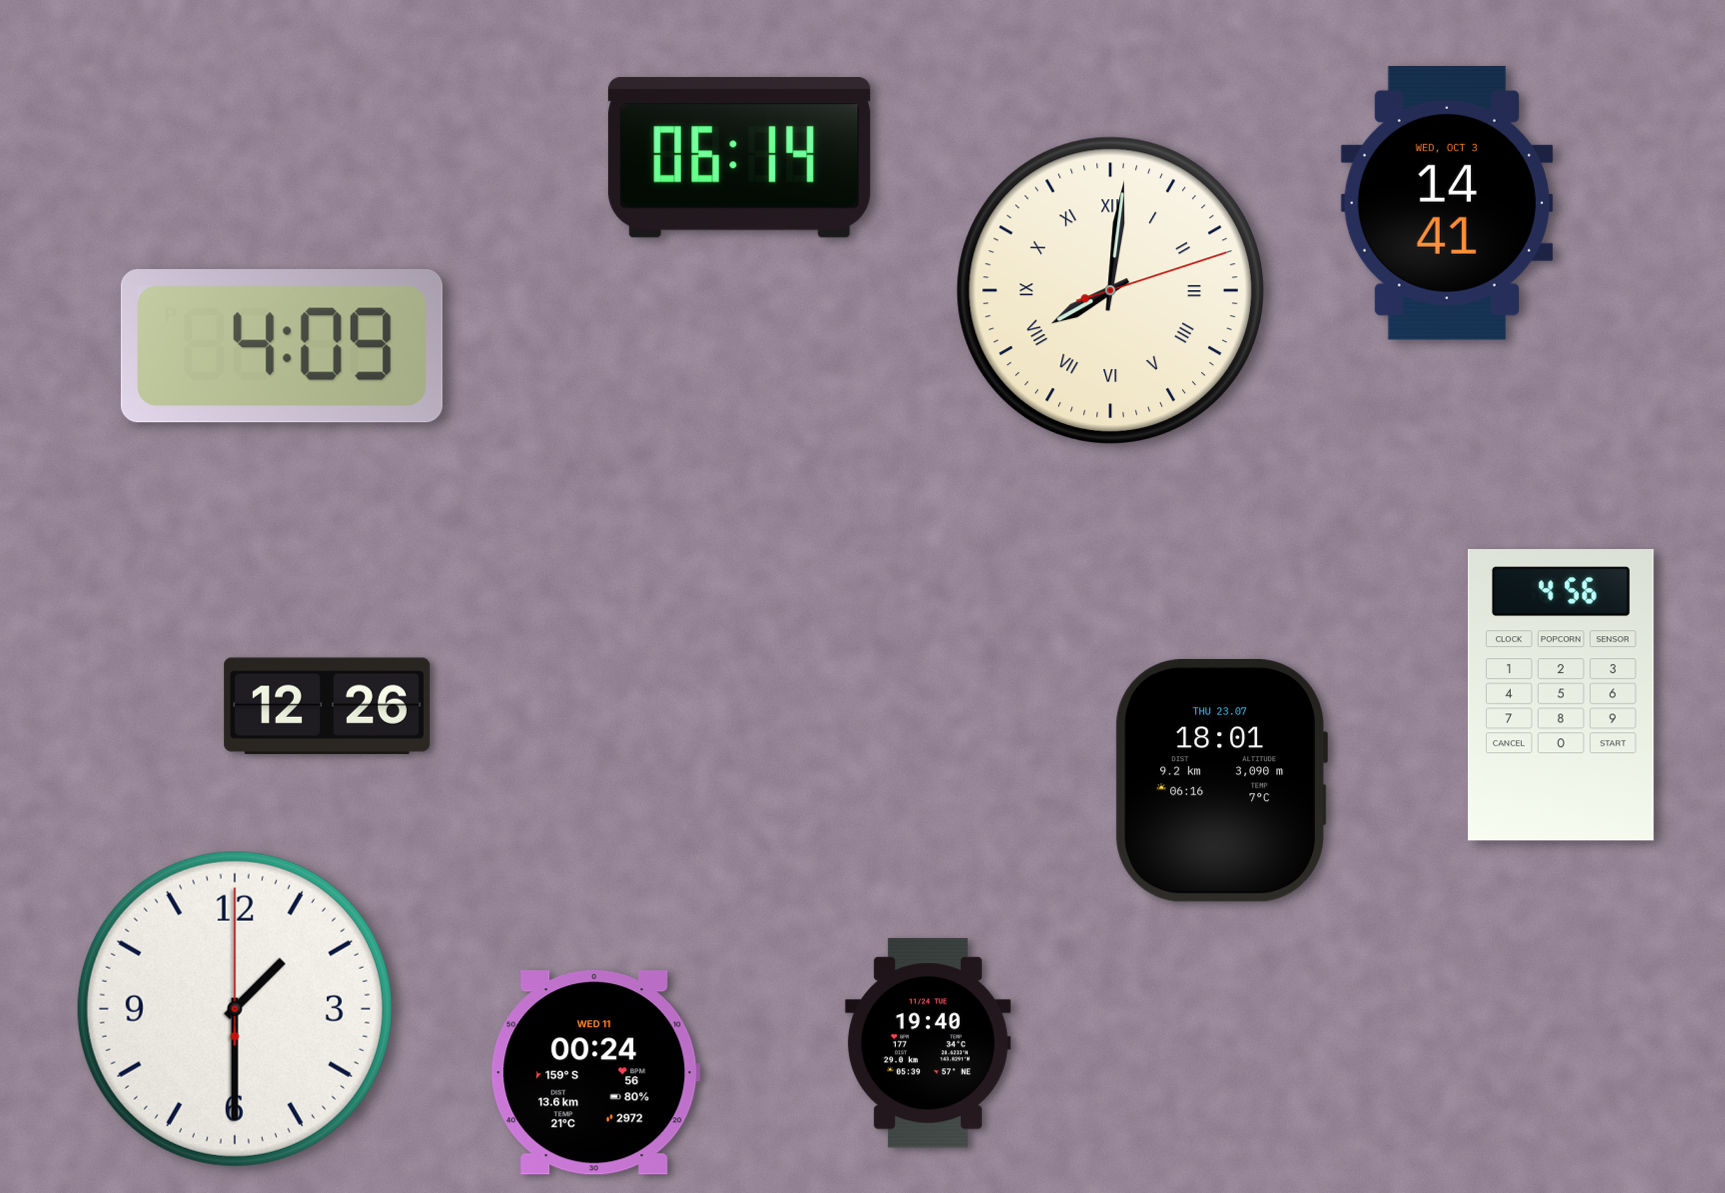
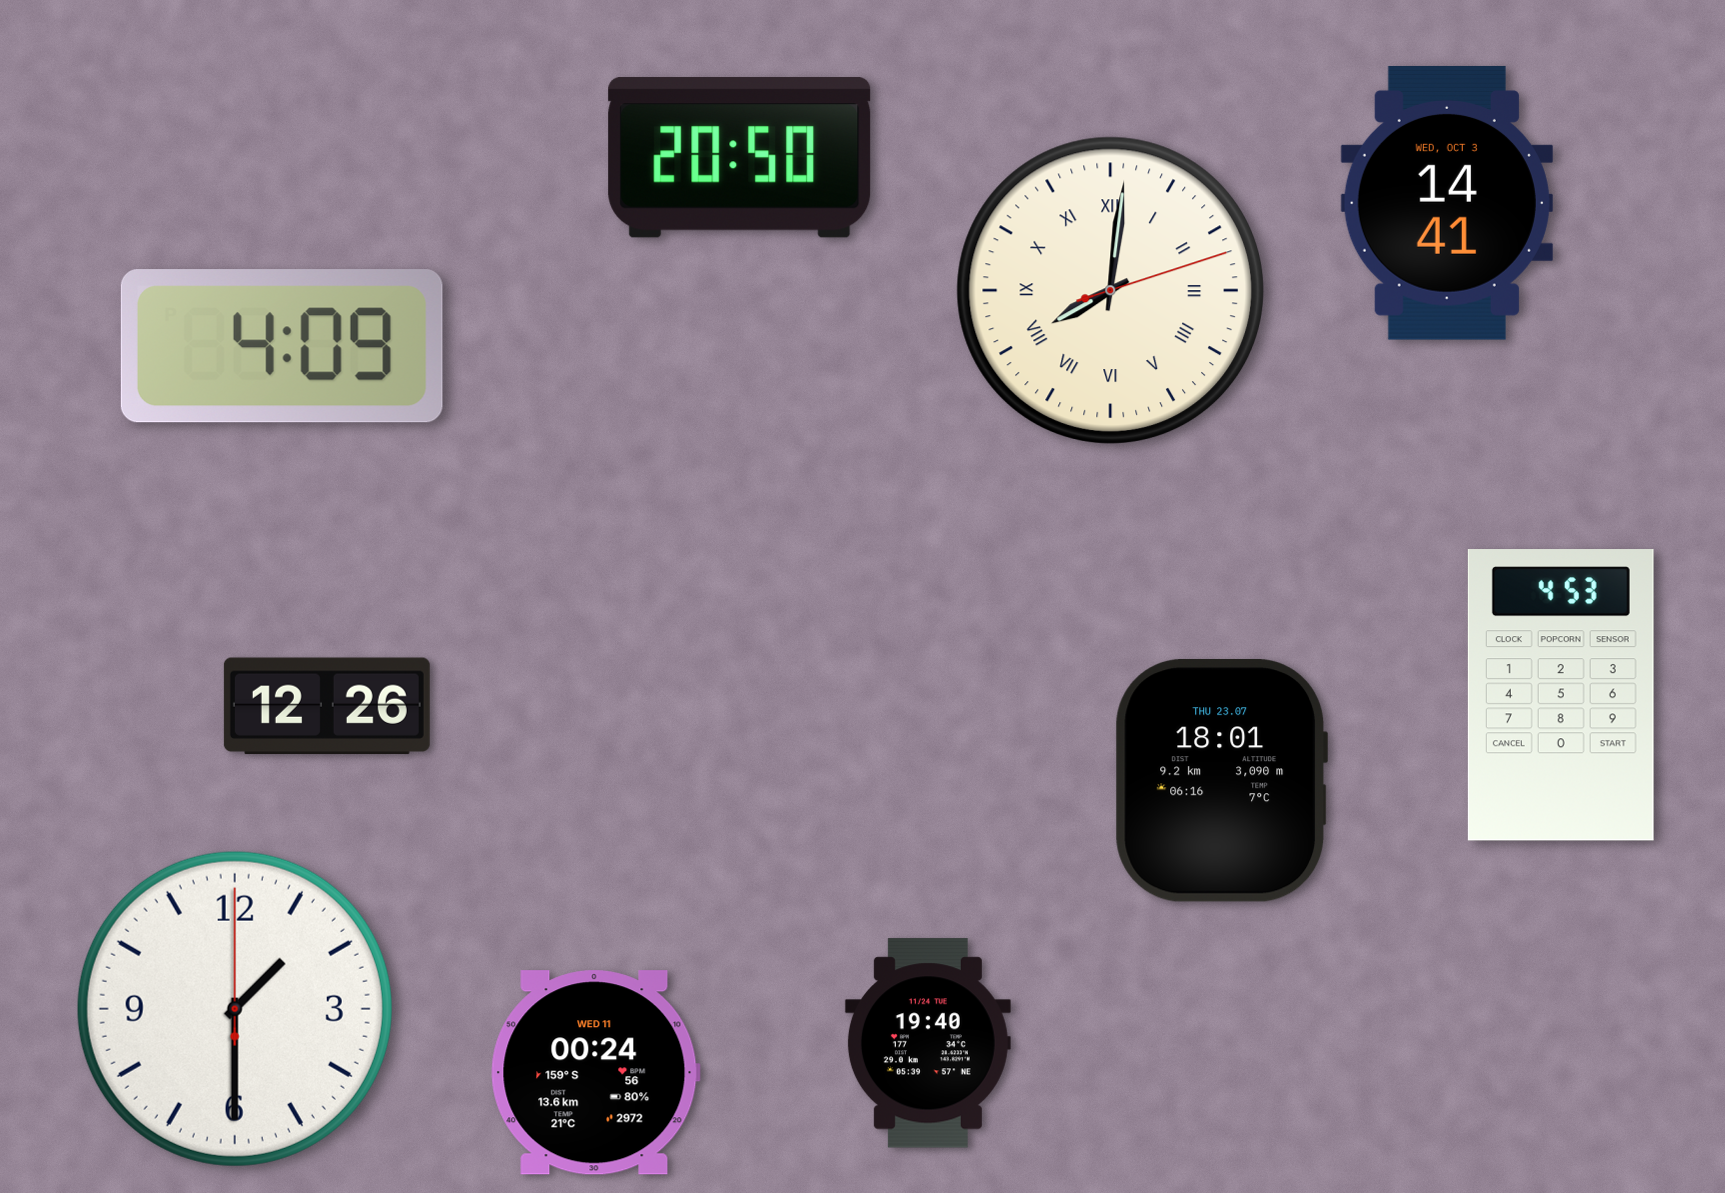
clock at (740, 158): 06:14 -> 20:50
clock at (1561, 695): 4:56 -> 4:53
